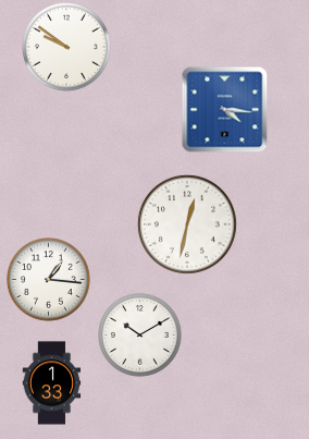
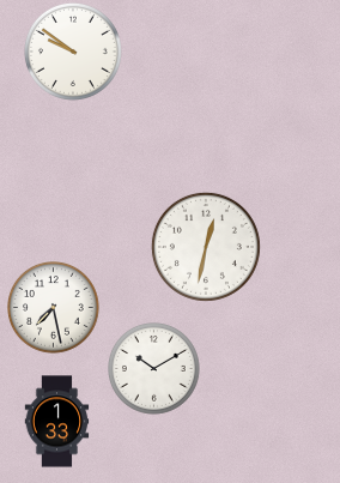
clock at (224, 109): 4:16 -> none
clock at (49, 280): 1:16 -> 7:28
